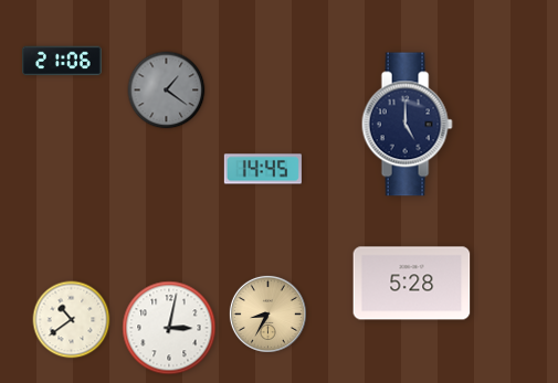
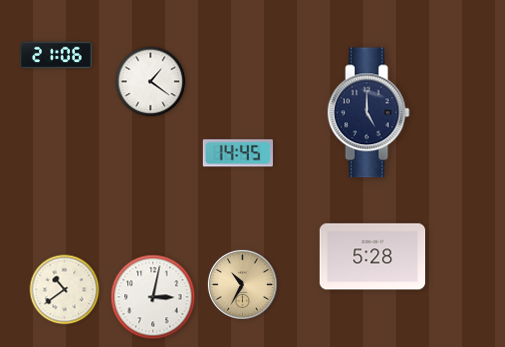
clock at (167, 91) dial: grey -> white
clock at (267, 313): 8:35 -> 10:35
